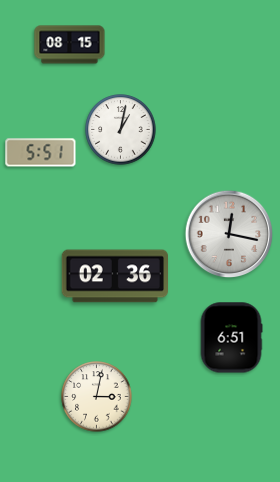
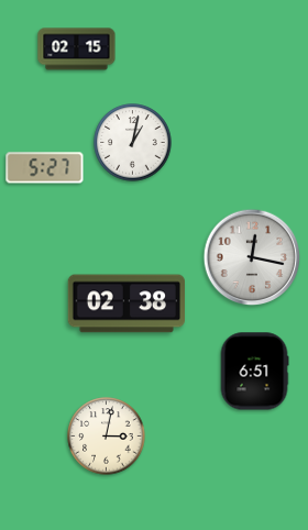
clock at (70, 45): 08:15 -> 02:15
clock at (41, 153): 5:51 -> 5:27
clock at (114, 276): 02:36 -> 02:38
